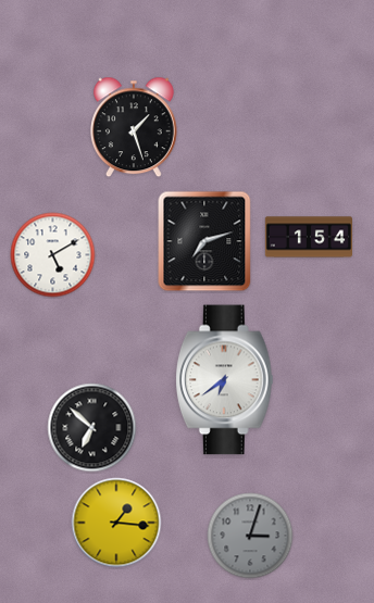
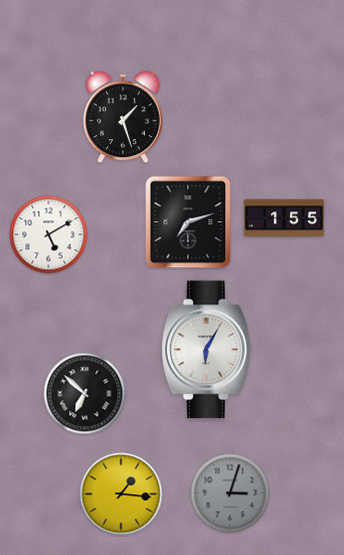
clock at (309, 237): 1:54 -> 1:55
clock at (224, 380): 6:39 -> 6:05
clock at (116, 523) position: (116, 523) -> (121, 494)
